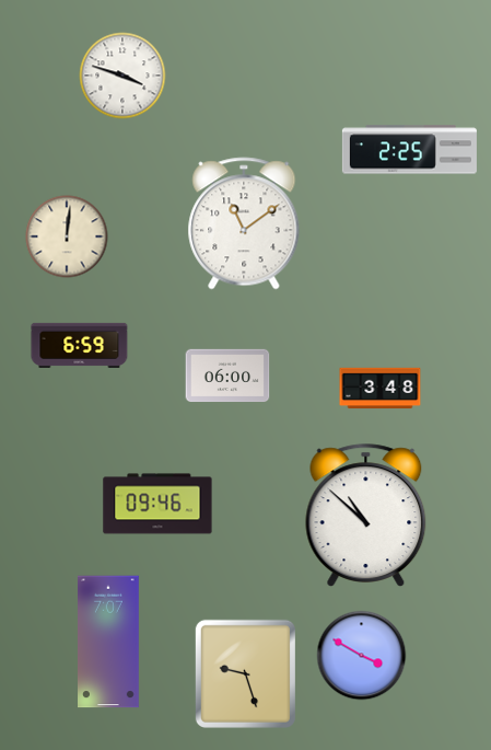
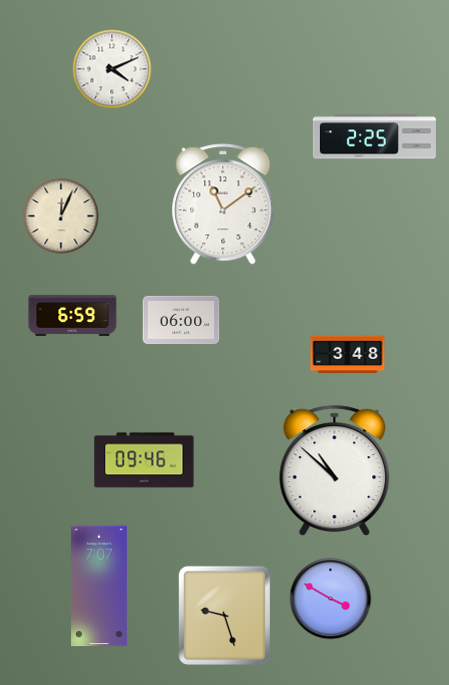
clock at (122, 76): 3:48 -> 4:11
clock at (67, 236): 12:01 -> 12:04
clock at (227, 376) position: (227, 376) -> (181, 320)
